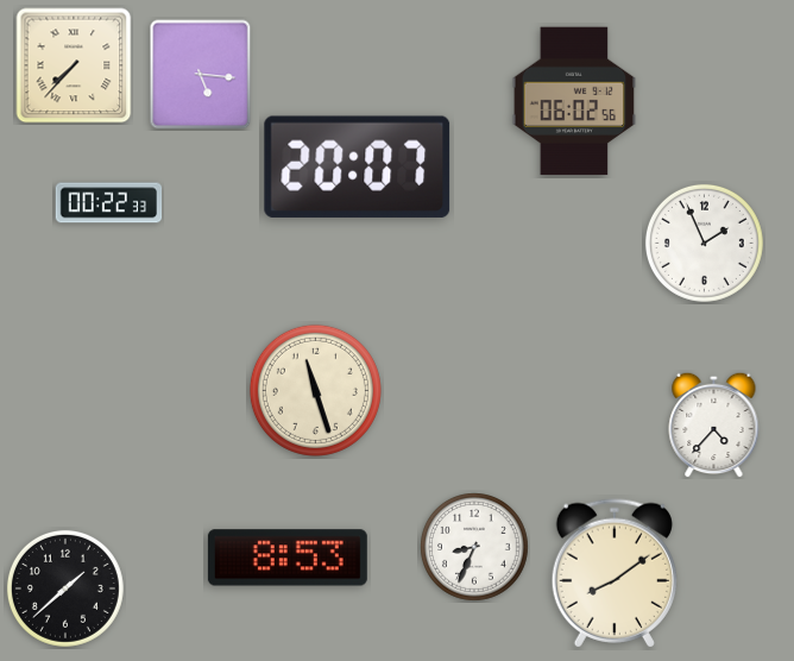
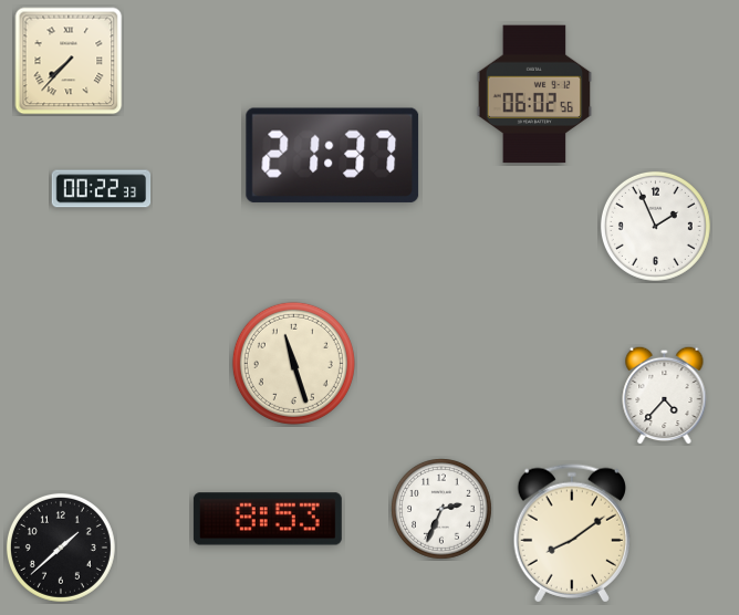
clock at (201, 75): 5:16 -> none
clock at (358, 166): 20:07 -> 21:37
clock at (475, 548): 8:34 -> 2:34
